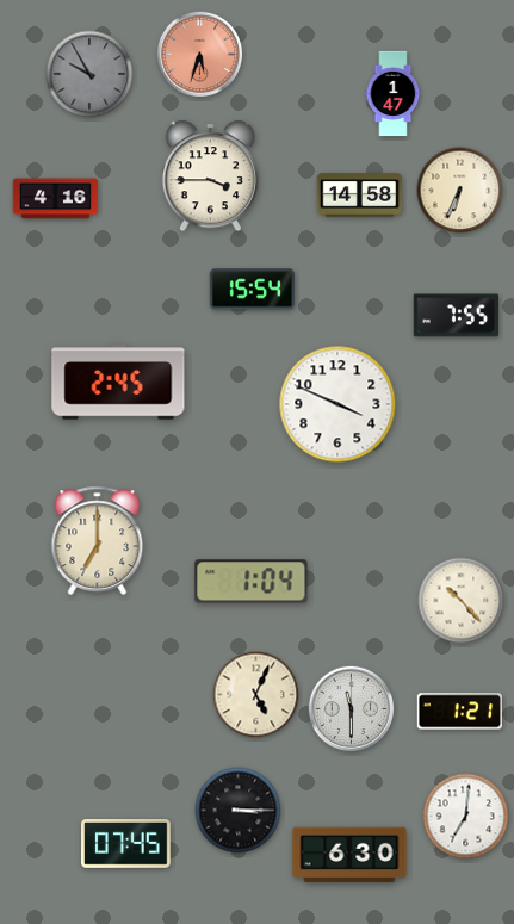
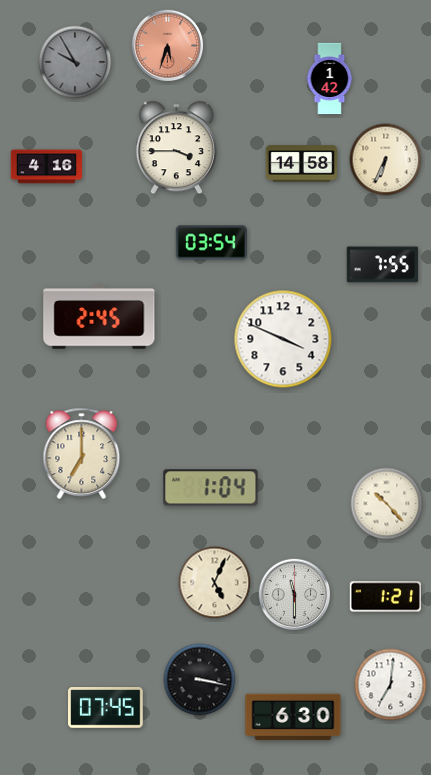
clock at (394, 94): 1:47 -> 1:42
clock at (252, 290): 15:54 -> 03:54
clock at (118, 382) position: (118, 382) -> (99, 317)
clock at (239, 811): 3:15 -> 3:17
